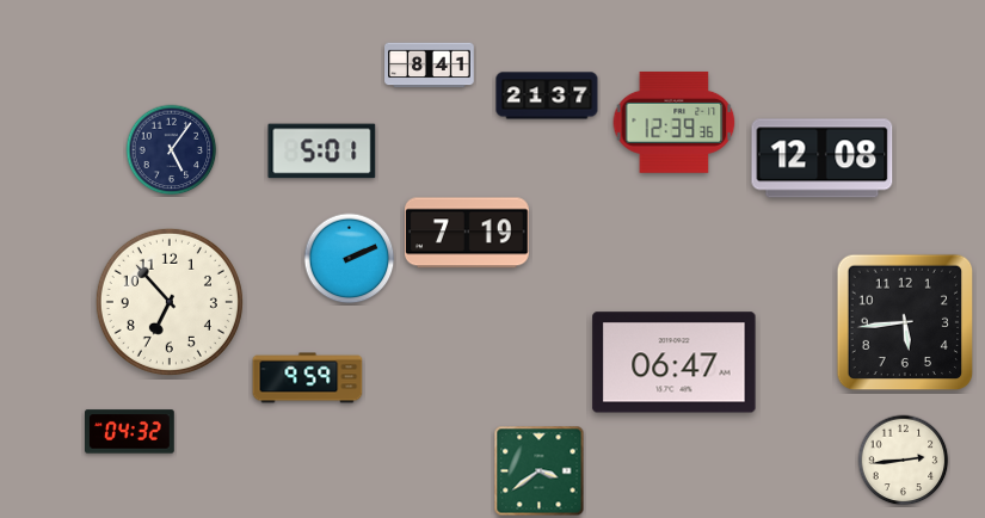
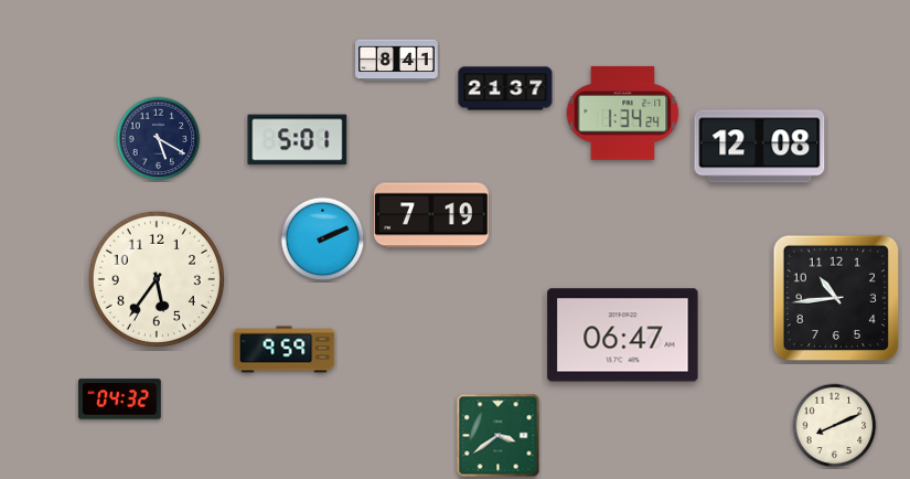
clock at (675, 122): 12:39 -> 1:34
clock at (172, 150): 5:06 -> 5:20
clock at (170, 302): 6:53 -> 5:36
clock at (905, 322): 5:44 -> 10:44
clock at (904, 461): 2:44 -> 8:11
